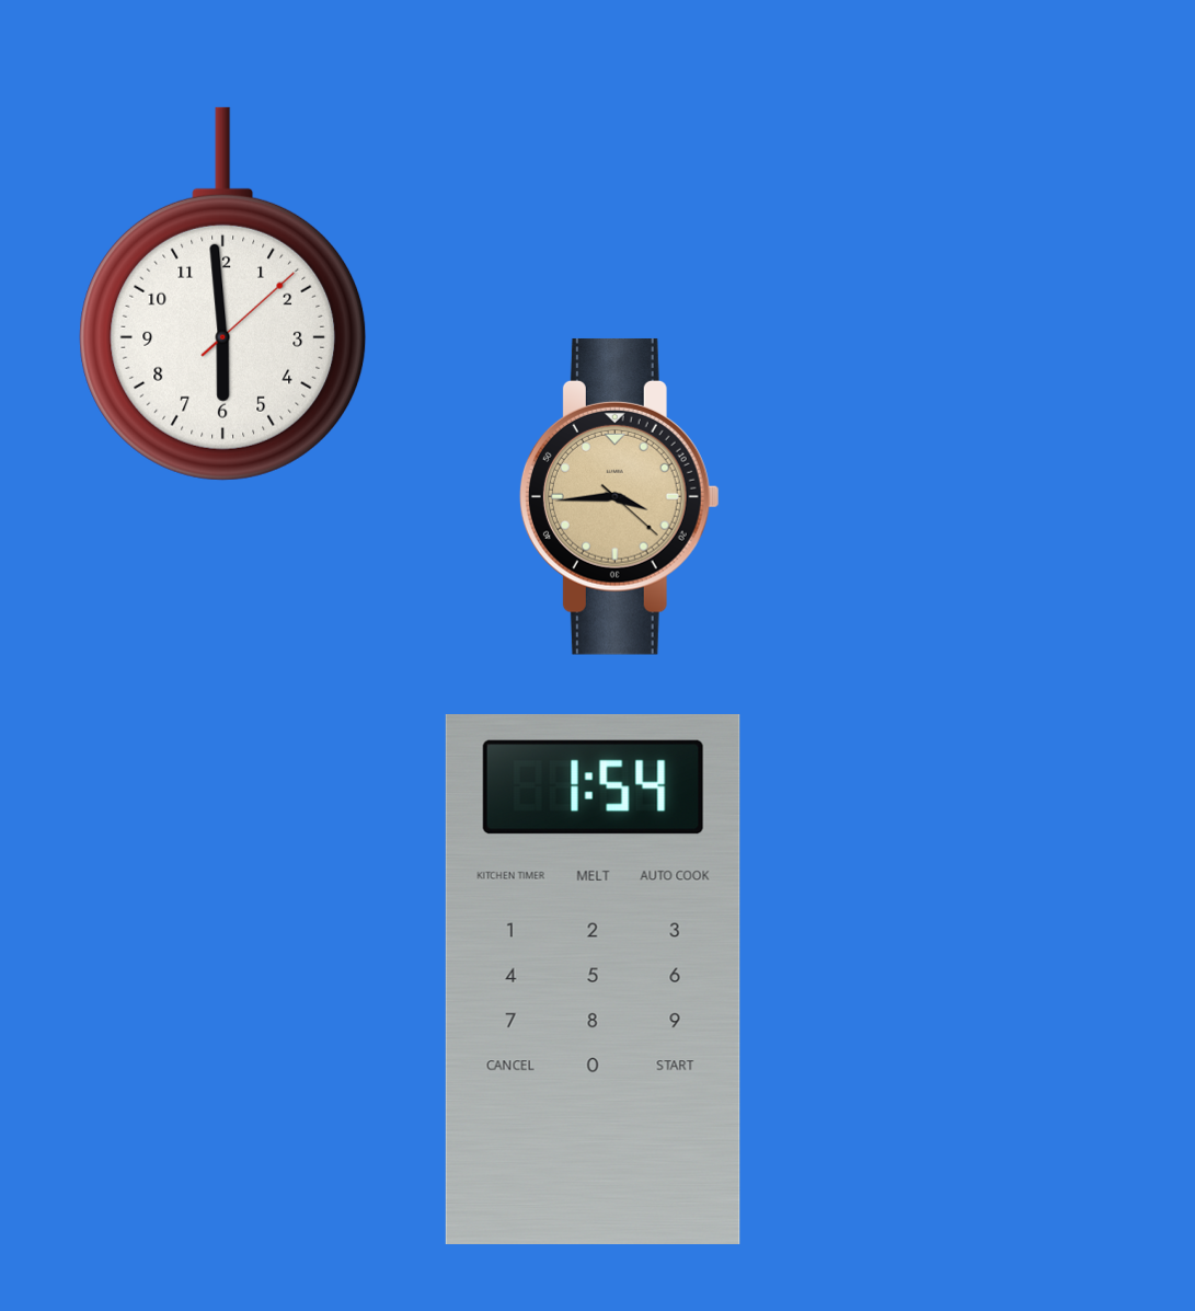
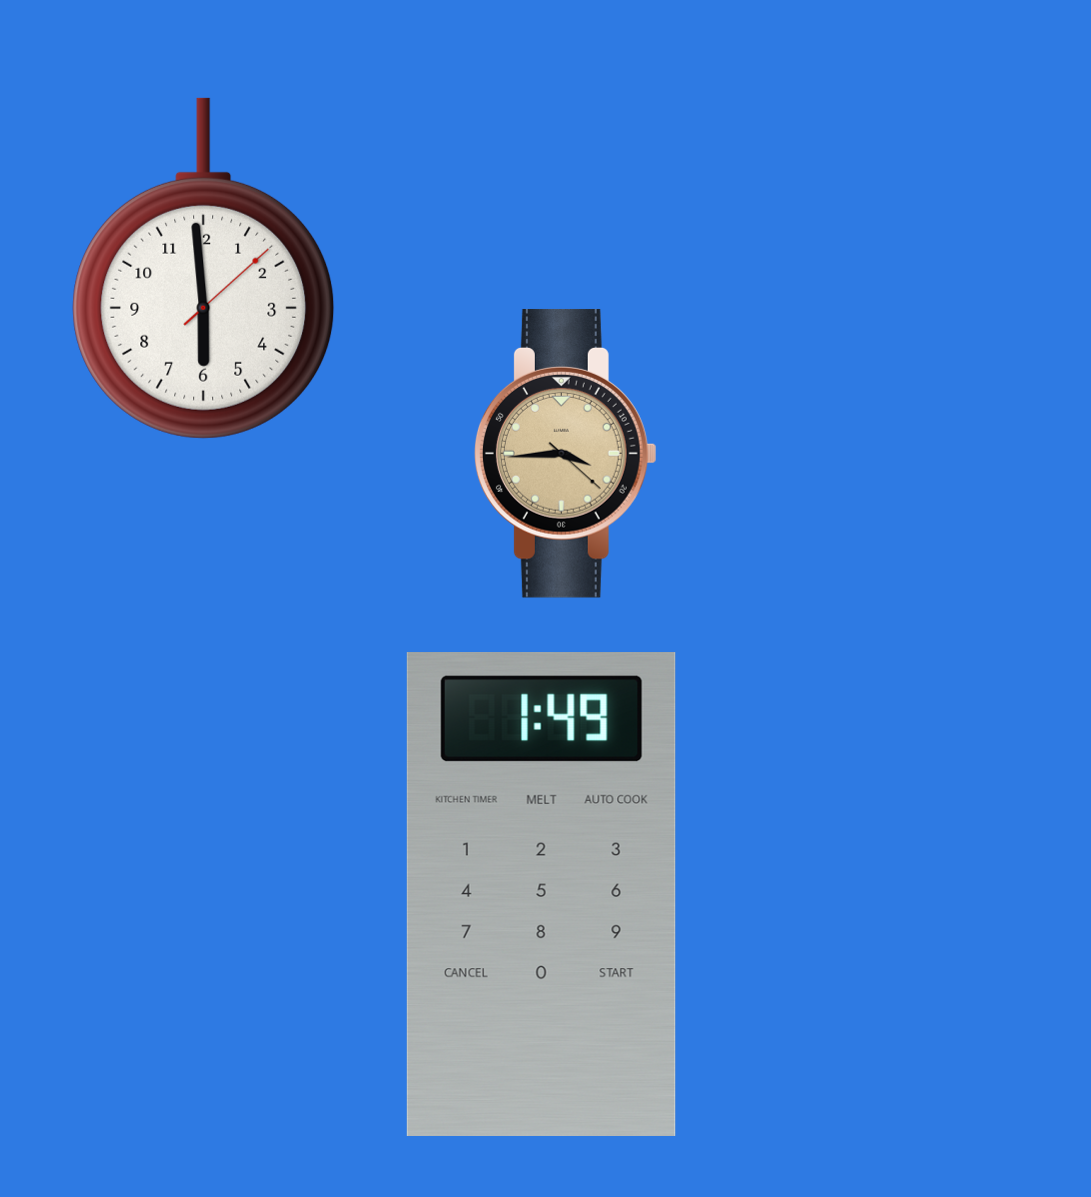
clock at (593, 979): 1:54 -> 1:49
